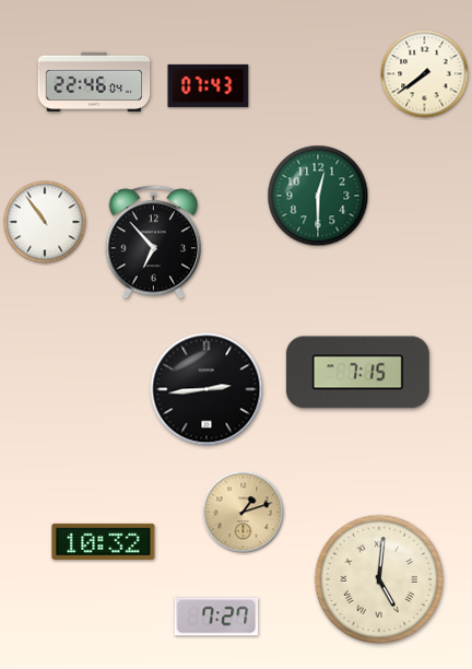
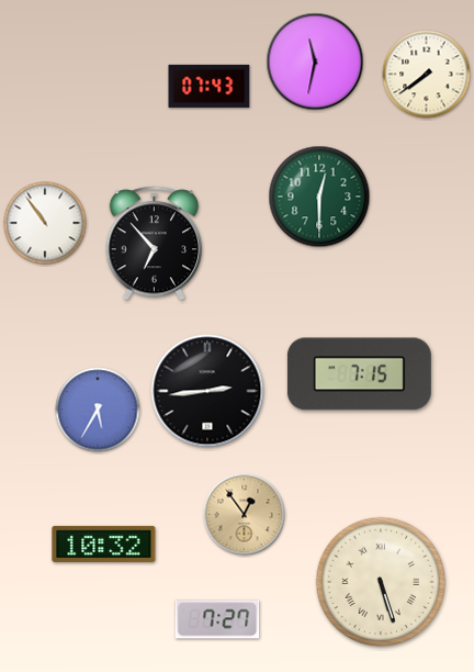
clock at (315, 61): none -> 11:32
clock at (94, 82): 22:46 -> none
clock at (98, 410): none -> 5:35
clock at (244, 513): 1:12 -> 12:54
clock at (379, 579): 5:01 -> 5:27
